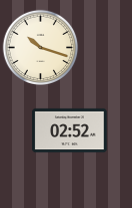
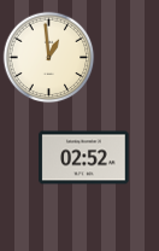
clock at (41, 48): 10:18 -> 12:59
